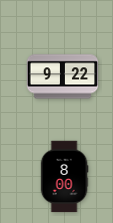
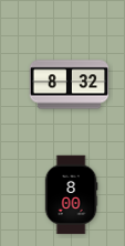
clock at (63, 77): 9:22 -> 8:32
